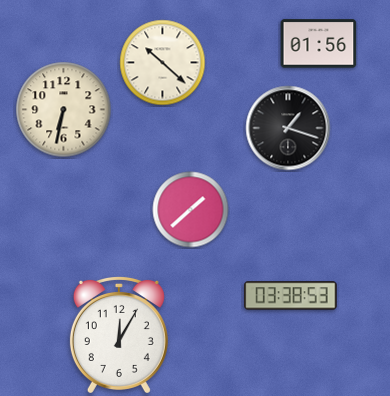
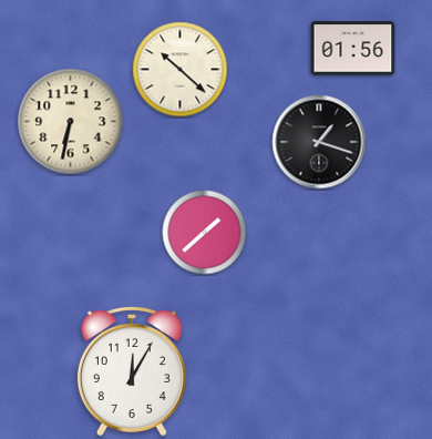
clock at (191, 210) position: (191, 210) -> (205, 233)
clock at (291, 296): 03:38 -> none
